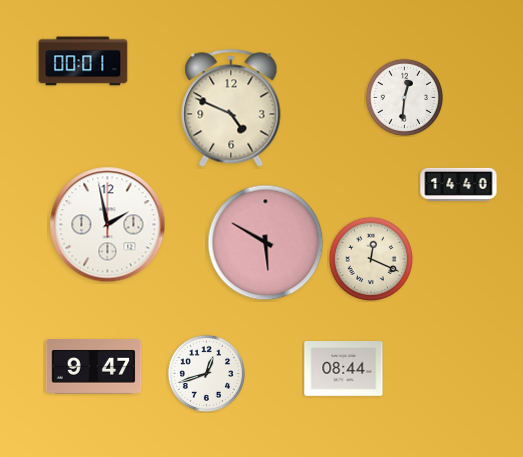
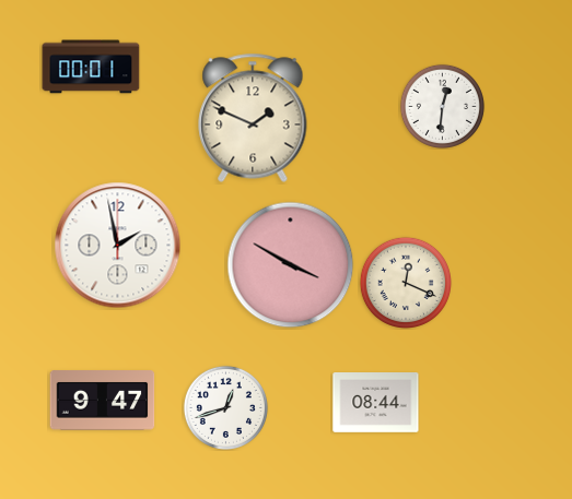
clock at (231, 108): 4:49 -> 1:49
clock at (459, 184): 14:40 -> none
clock at (266, 243): 5:50 -> 3:50
